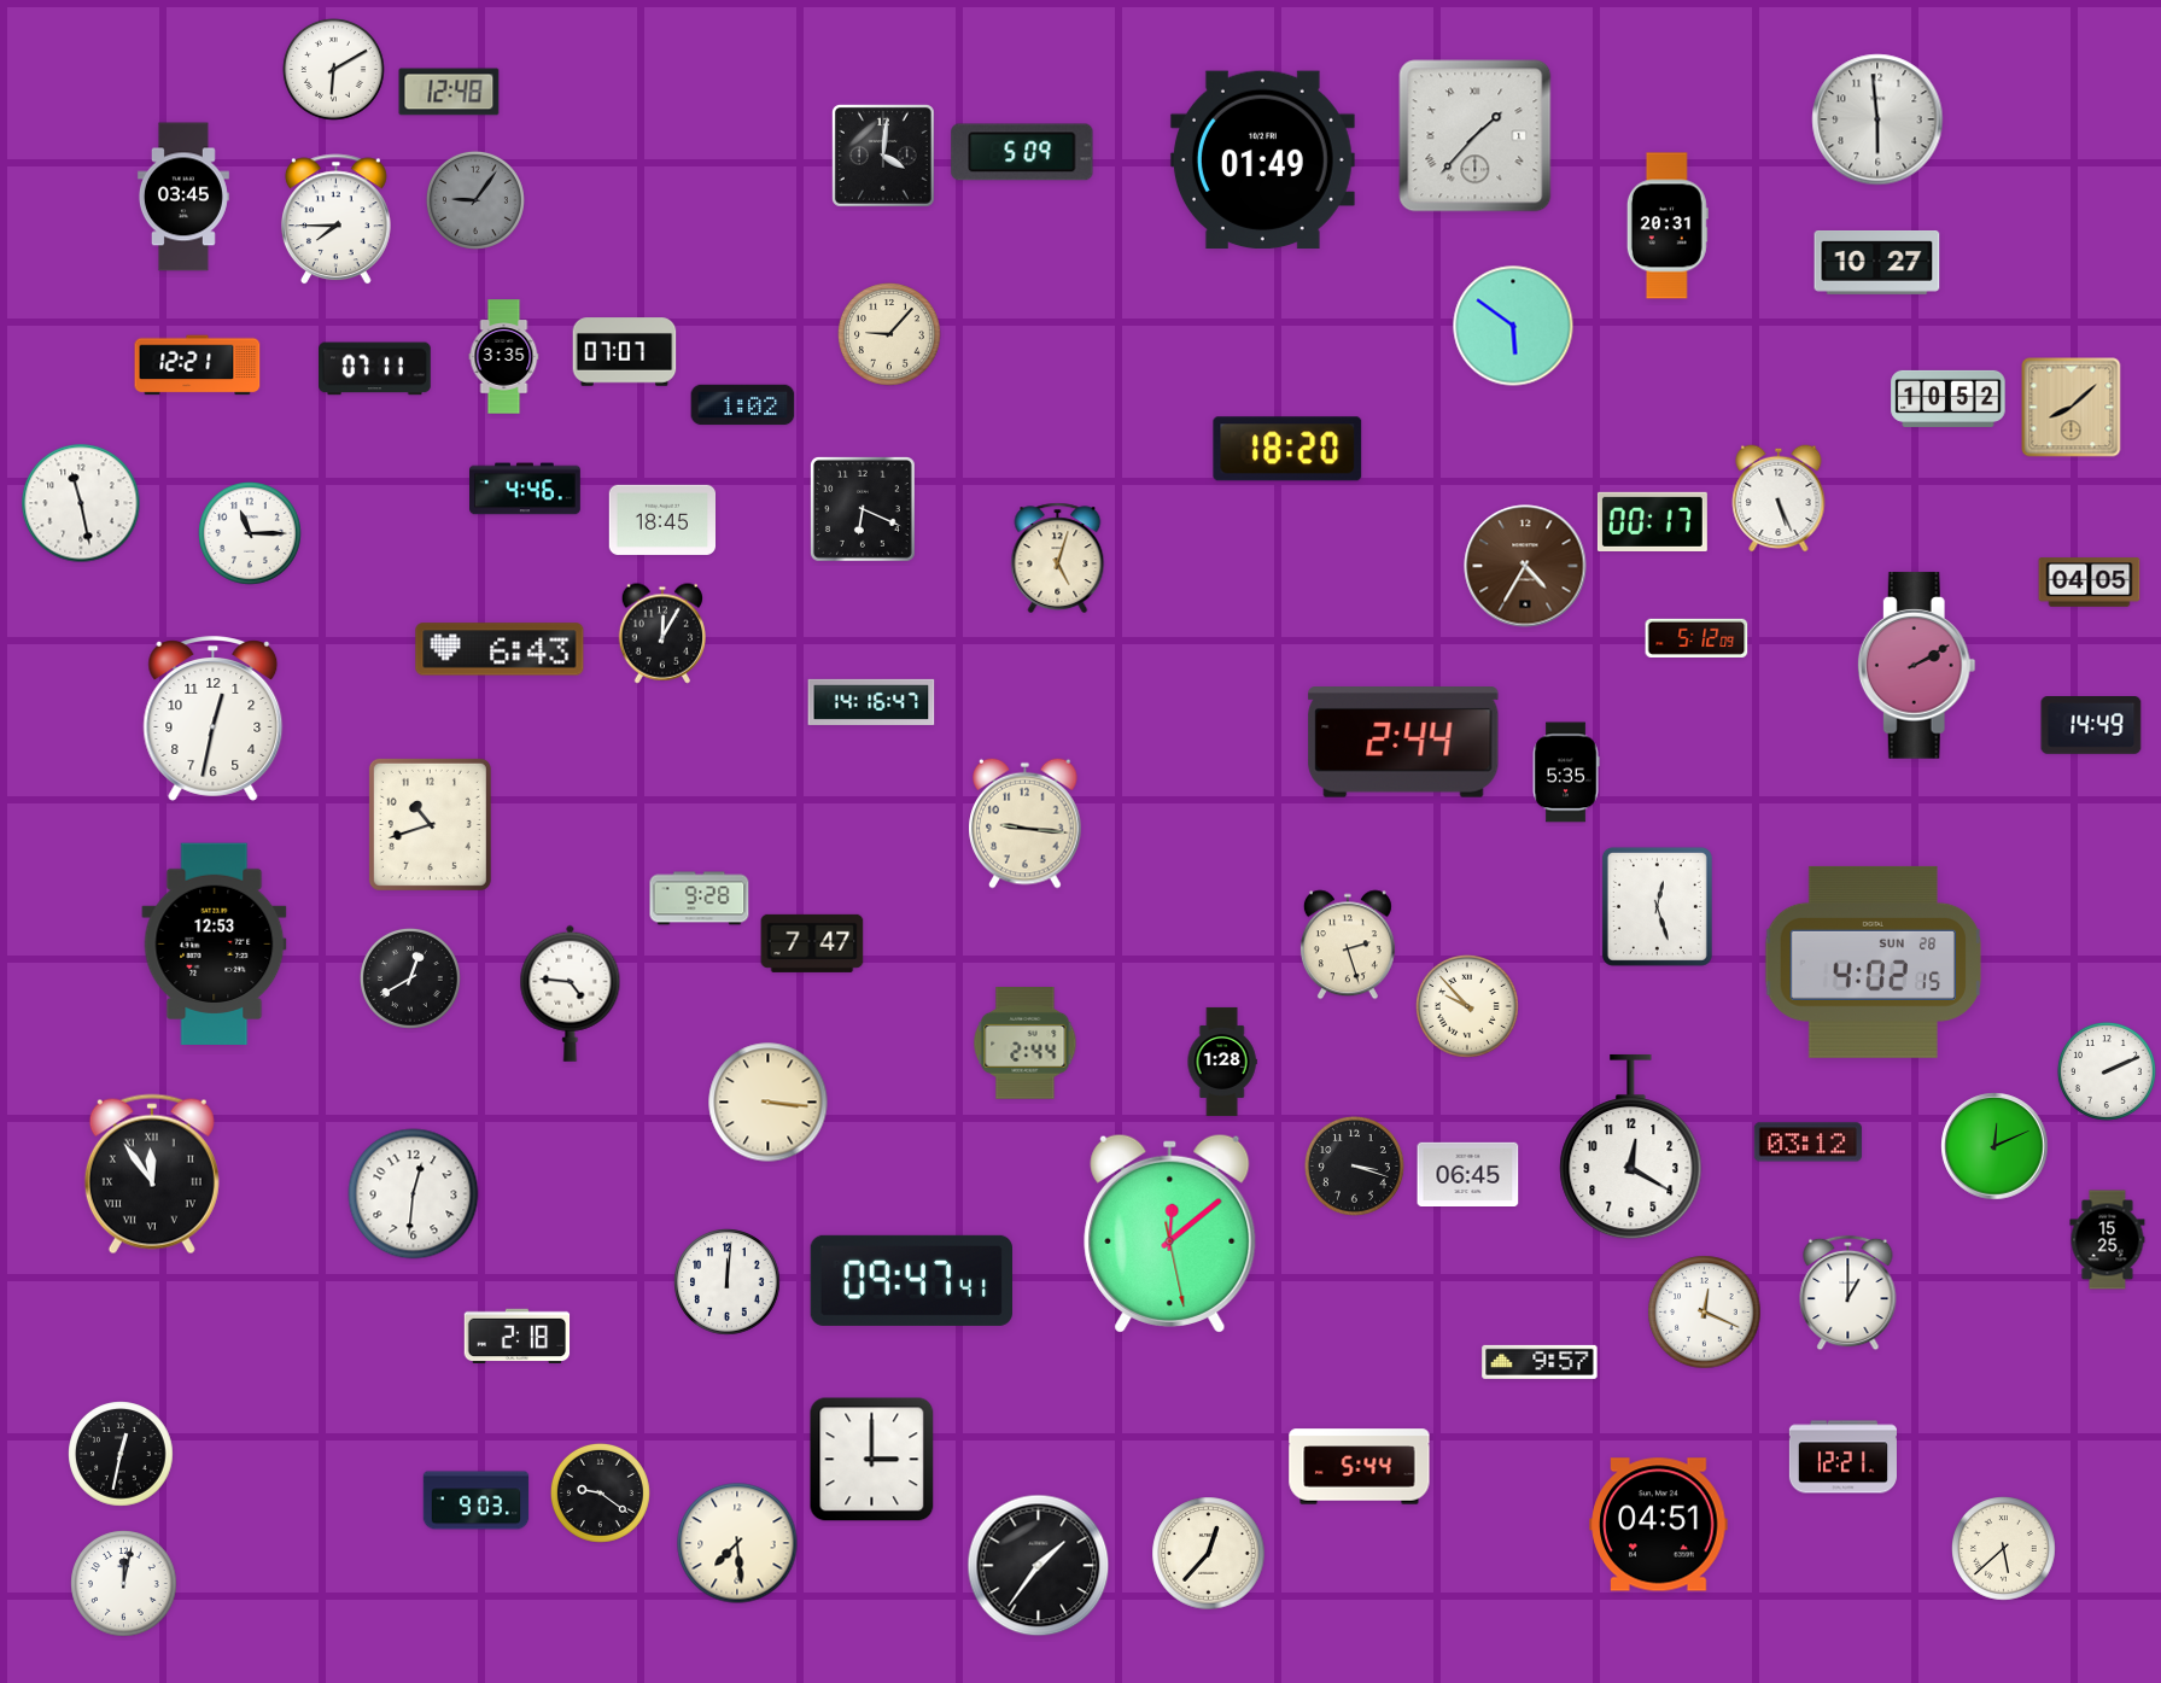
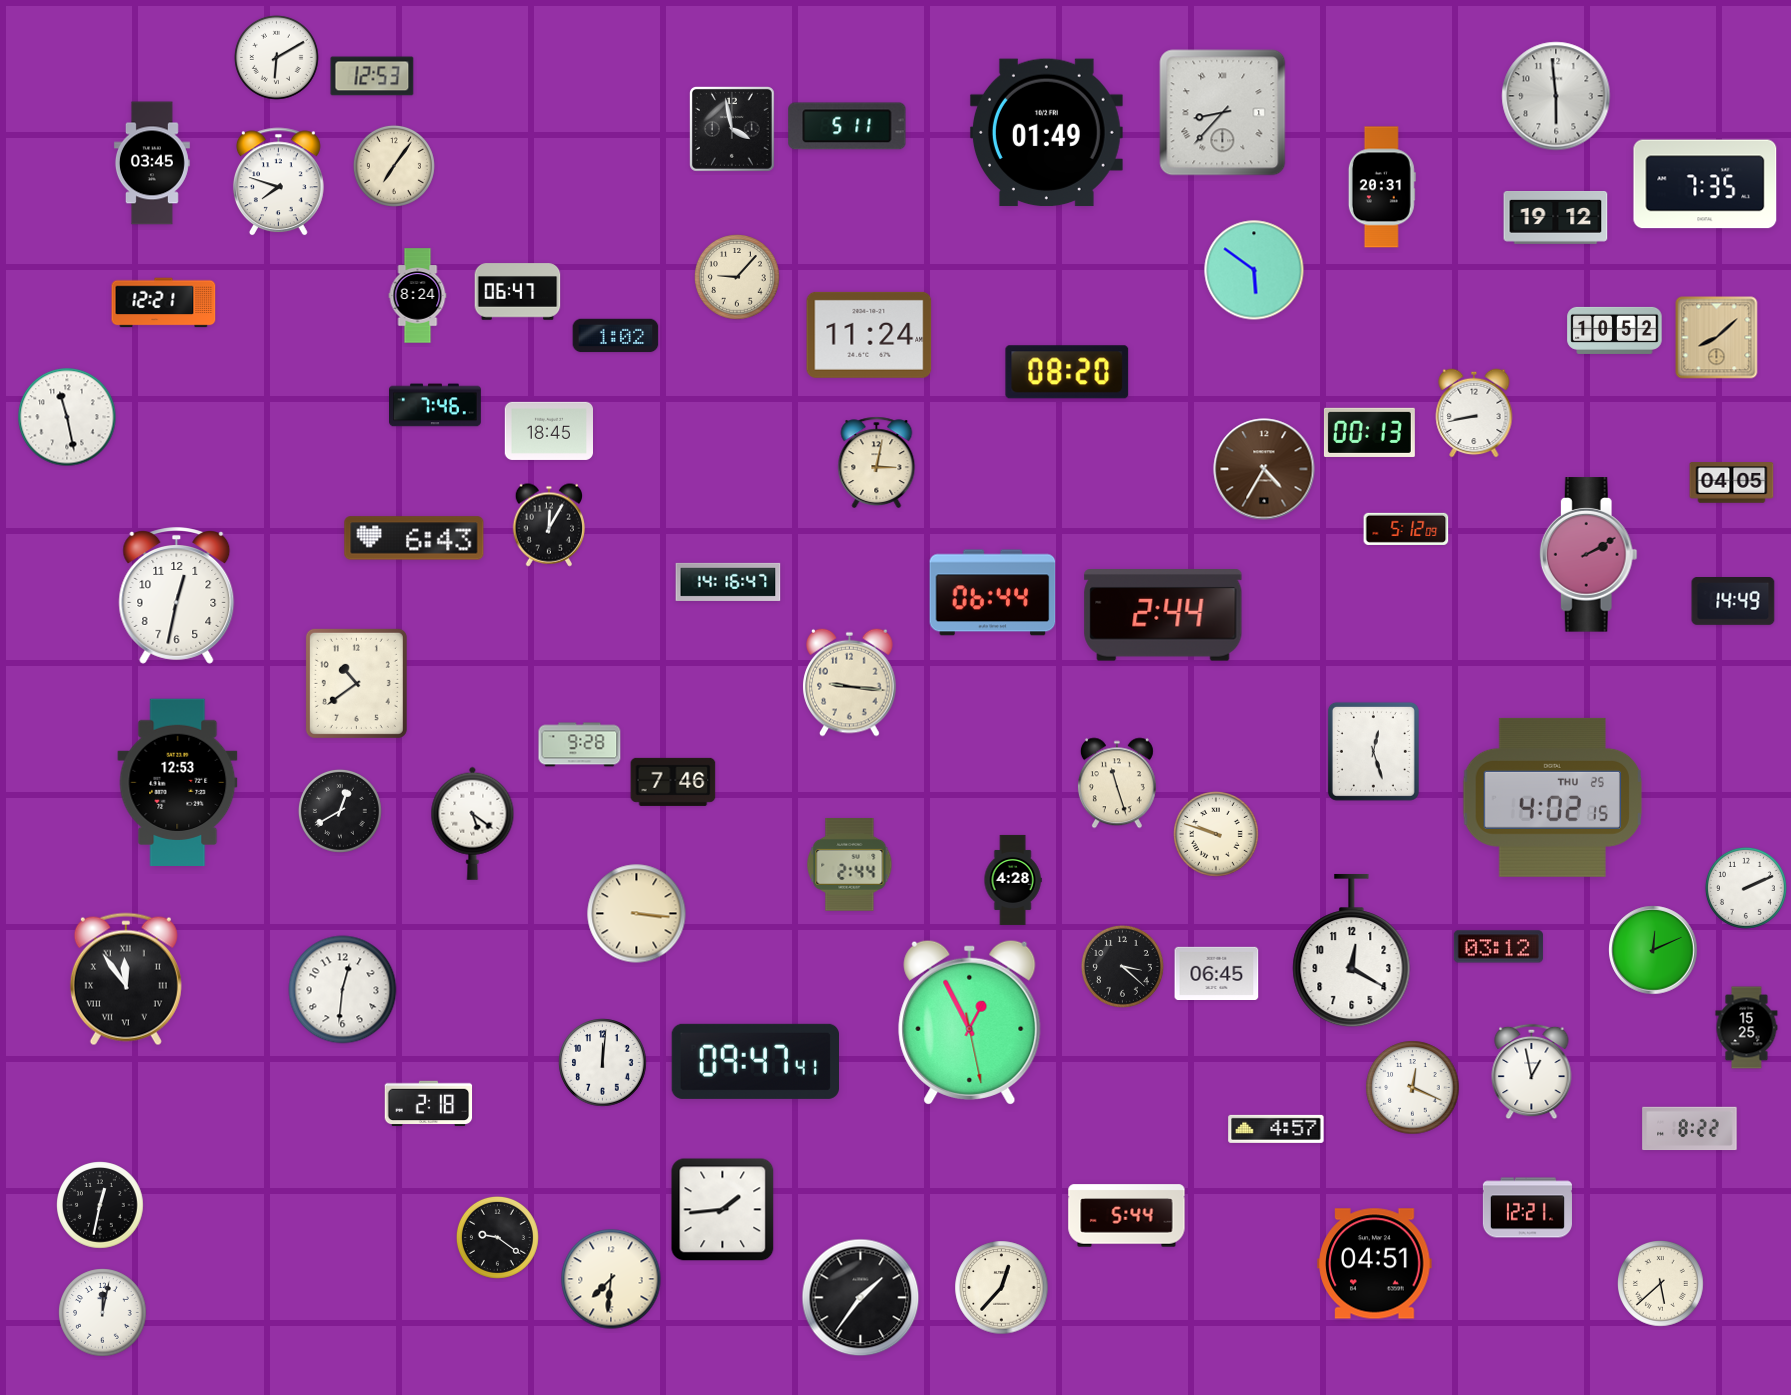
clock at (449, 92): 12:48 -> 12:53
clock at (1877, 119) position: (1877, 119) -> (1556, 96)
clock at (1476, 136): 1:37 -> 8:37
clock at (1022, 152): 5:09 -> 5:11
clock at (883, 156): 4:01 -> 3:58
clock at (475, 200): 9:06 -> 7:06
clock at (475, 200) dial: grey -> cream
clock at (335, 220): 7:45 -> 7:48
clock at (1705, 184): none -> 7:35
clock at (1877, 263): 10:27 -> 19:12
clock at (625, 352): 07:07 -> 06:47
clock at (504, 357): 3:35 -> 8:24
clock at (375, 369): 07:11 -> none
clock at (869, 335): none -> 11:24
clock at (1287, 449): 18:20 -> 08:20
clock at (526, 489): 4:46 -> 7:46
clock at (1779, 498): 5:26 -> 8:43
clock at (863, 509): 6:19 -> none
clock at (1652, 521): 00:17 -> 00:13
clock at (251, 534): 11:15 -> none
clock at (1058, 559): 5:03 -> 3:02
clock at (1916, 666) position: (1916, 666) -> (1588, 555)
clock at (871, 702) position: (871, 702) -> (728, 582)
clock at (993, 593): none -> 06:44
clock at (1566, 772): 5:35 -> none
clock at (430, 824): 10:42 -> 10:39
clock at (812, 943): 7:47 -> 7:46
clock at (1348, 945): 2:27 -> 11:27
clock at (1874, 962) date: SUN 28 -> THU 25
clock at (571, 993): 4:46 -> 5:21
clock at (1468, 1007): 9:53 -> 9:48
clock at (1222, 1062): 1:28 -> 4:28
clock at (1354, 1165): 3:18 -> 3:22
clock at (152, 1174) position: (152, 1174) -> (126, 979)
clock at (1170, 1233): 12:08 -> 12:55
clock at (1848, 1293): 1:00 -> 12:58
clock at (518, 1337) position: (518, 1337) -> (429, 1104)
clock at (1540, 1362): 9:57 -> 4:57
clock at (1690, 1129): none -> 8:22
clock at (872, 1460): 3:00 -> 1:44
clock at (477, 1501): 9:03 -> none
clock at (737, 1543): 7:29 -> 7:31
